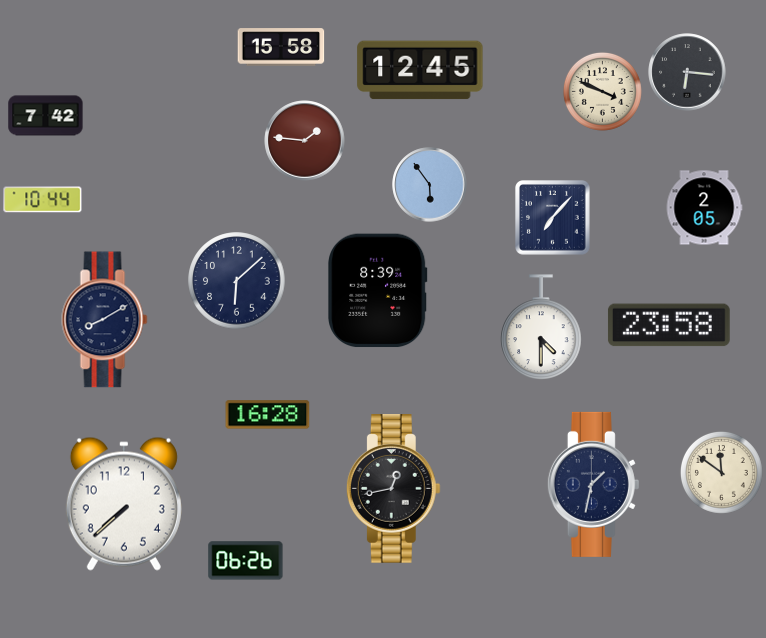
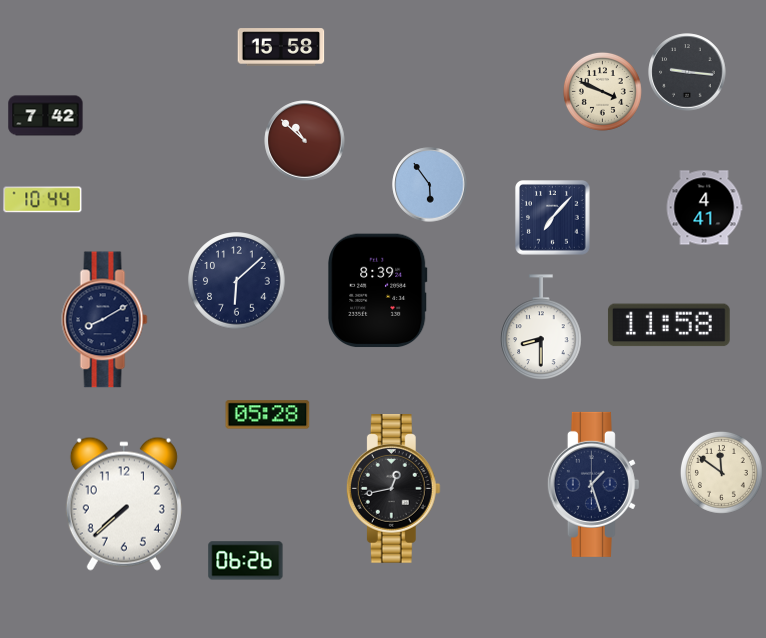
clock at (420, 70): 12:45 -> none
clock at (687, 72): 6:16 -> 9:16
clock at (305, 141): 1:46 -> 10:52
clock at (704, 208): 2:05 -> 4:41
clock at (669, 325): 23:58 -> 11:58
clock at (541, 327): 4:30 -> 8:30
clock at (268, 415): 16:28 -> 05:28
clock at (593, 484): 1:32 -> 1:27
